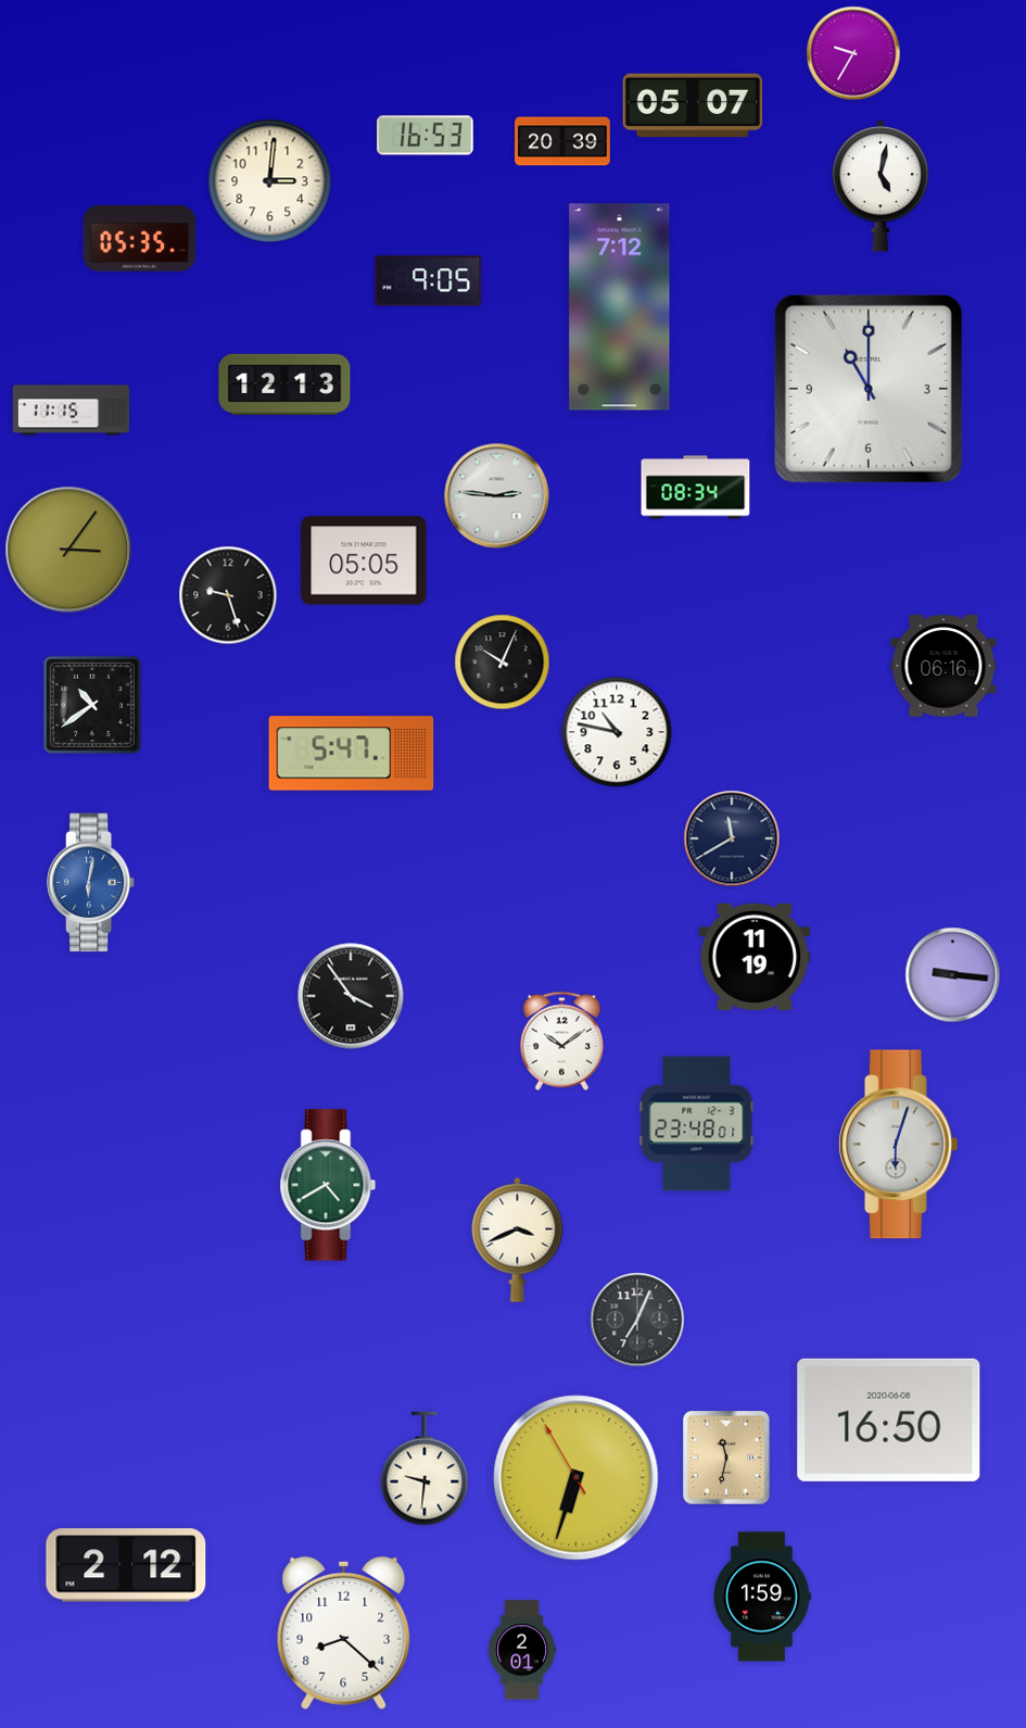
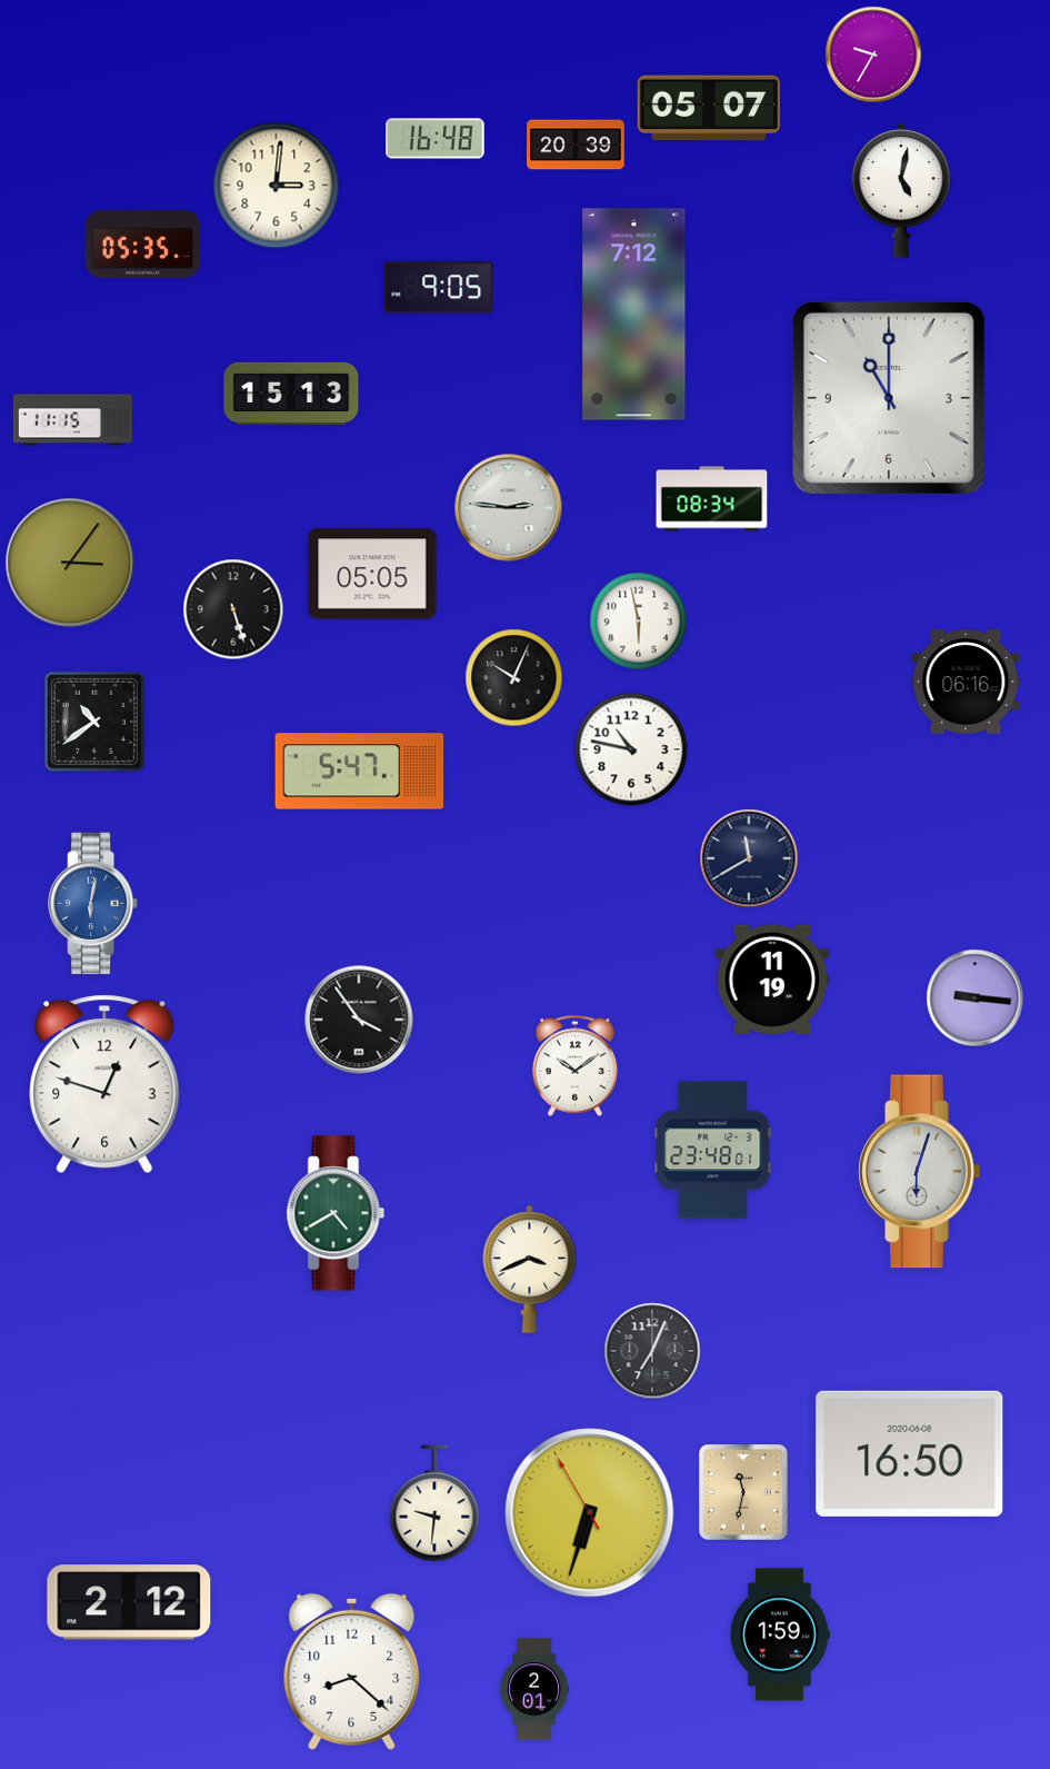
clock at (426, 136): 16:53 -> 16:48
clock at (284, 384): 12:13 -> 15:13
clock at (228, 595): 9:27 -> 5:27
clock at (639, 622): none -> 5:58
clock at (104, 1084): none -> 12:48
